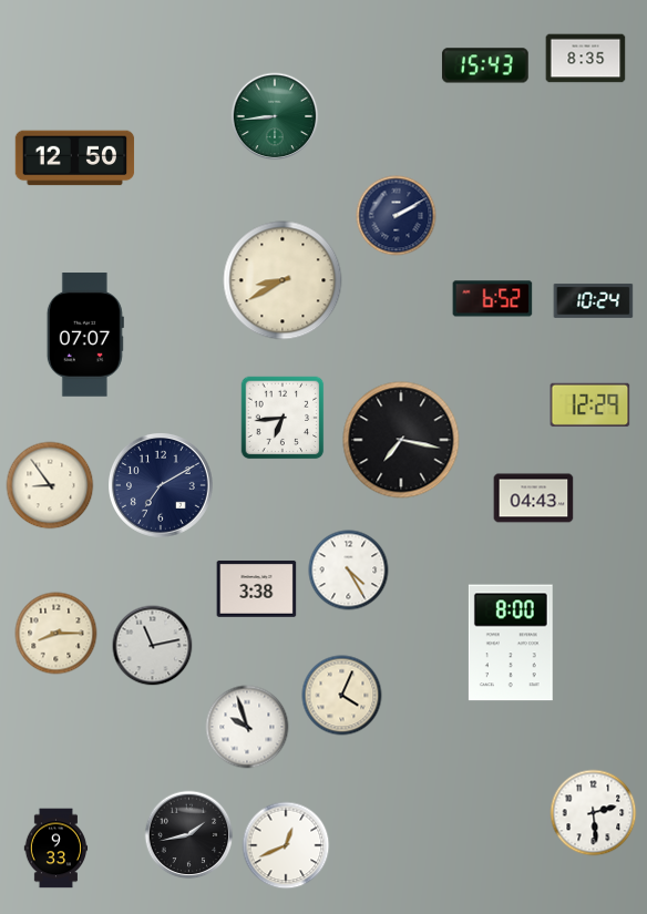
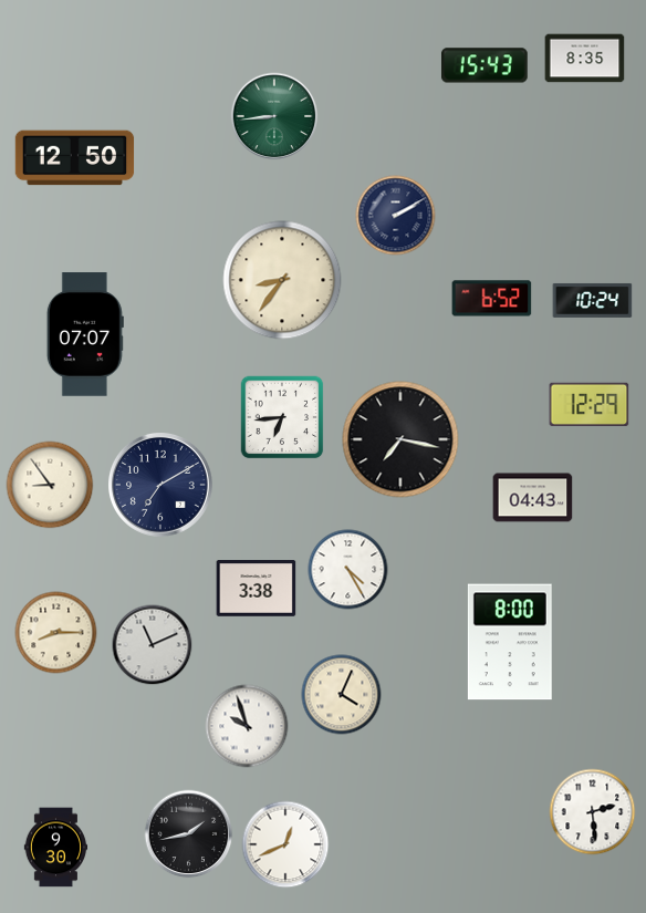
clock at (283, 280): 8:40 -> 8:36
clock at (153, 646): 11:13 -> 11:11
clock at (57, 849): 9:33 -> 9:30
